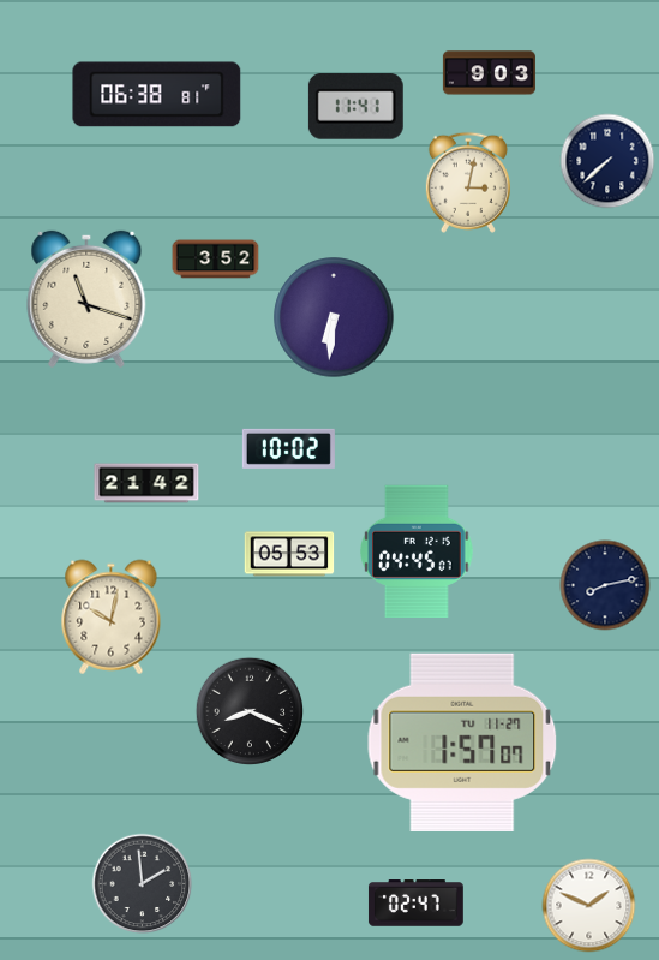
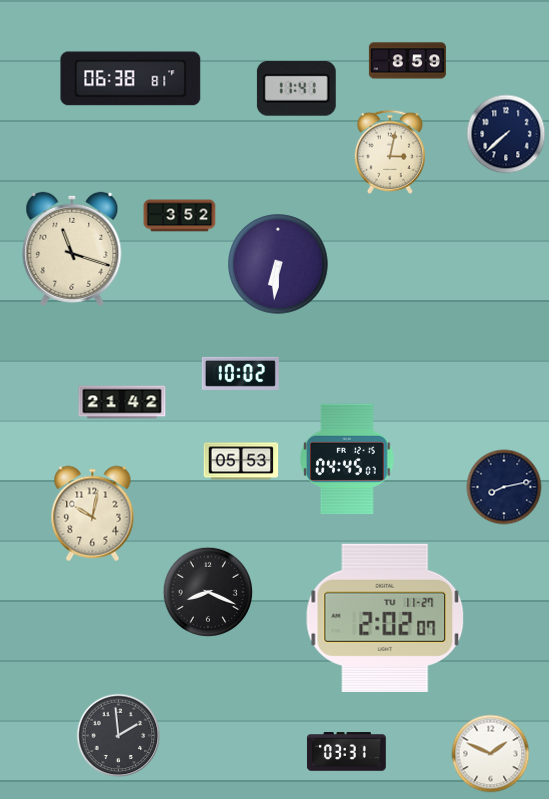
clock at (489, 73): 9:03 -> 8:59
clock at (462, 743): 1:57 -> 2:02
clock at (415, 904): 02:47 -> 03:31
